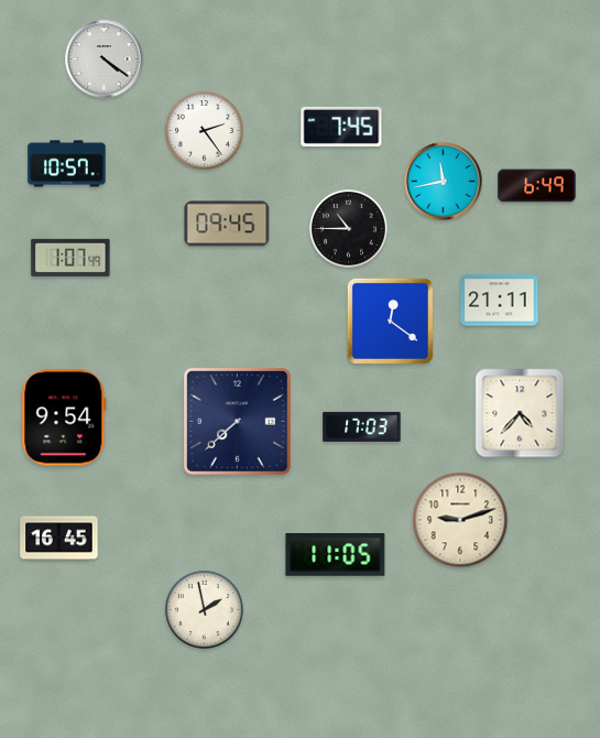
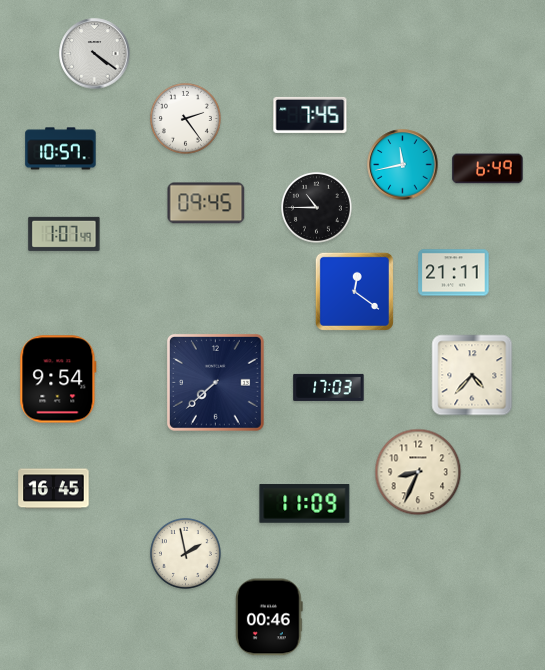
clock at (460, 520): 9:12 -> 8:34
clock at (336, 555): 11:05 -> 11:09
clock at (270, 617): none -> 00:46
